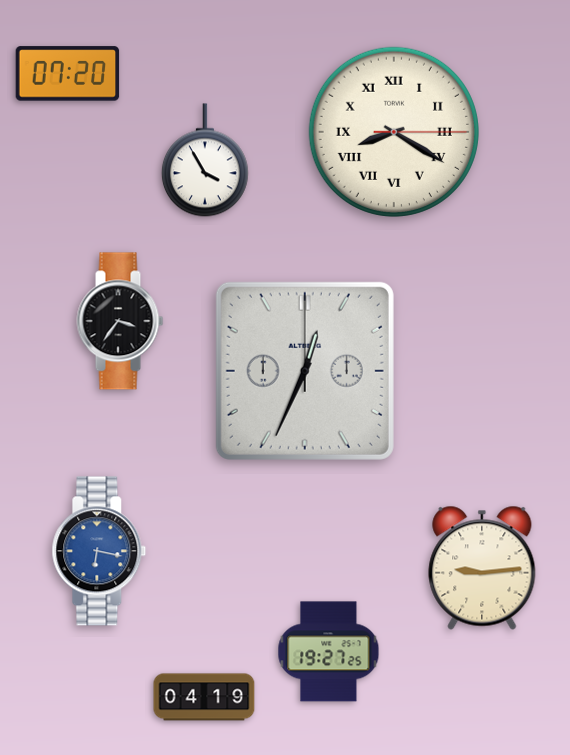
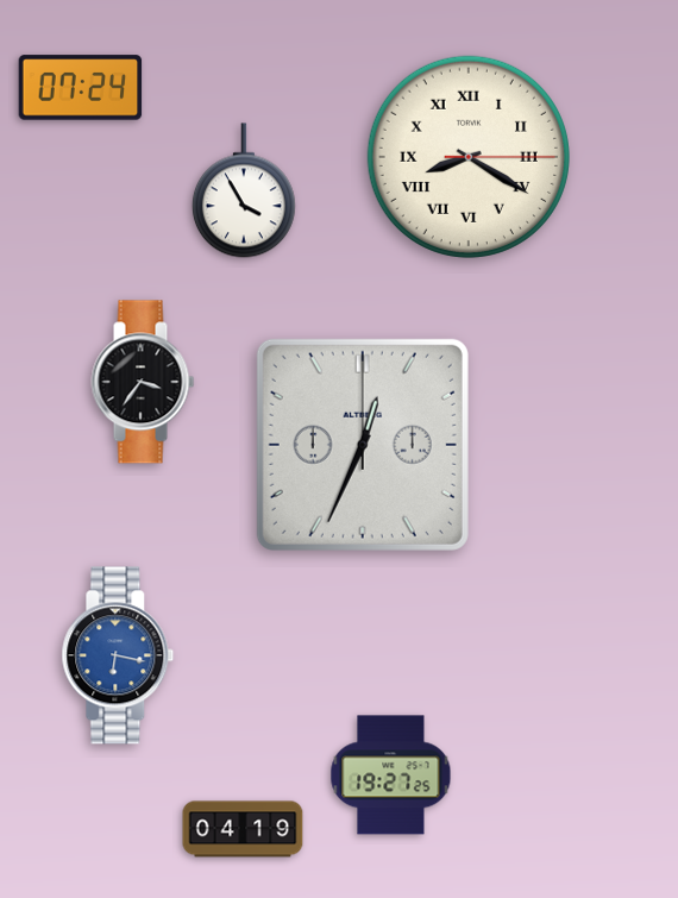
clock at (68, 74): 07:20 -> 07:24
clock at (305, 371) position: (305, 371) -> (363, 445)
clock at (482, 568): 9:14 -> none
